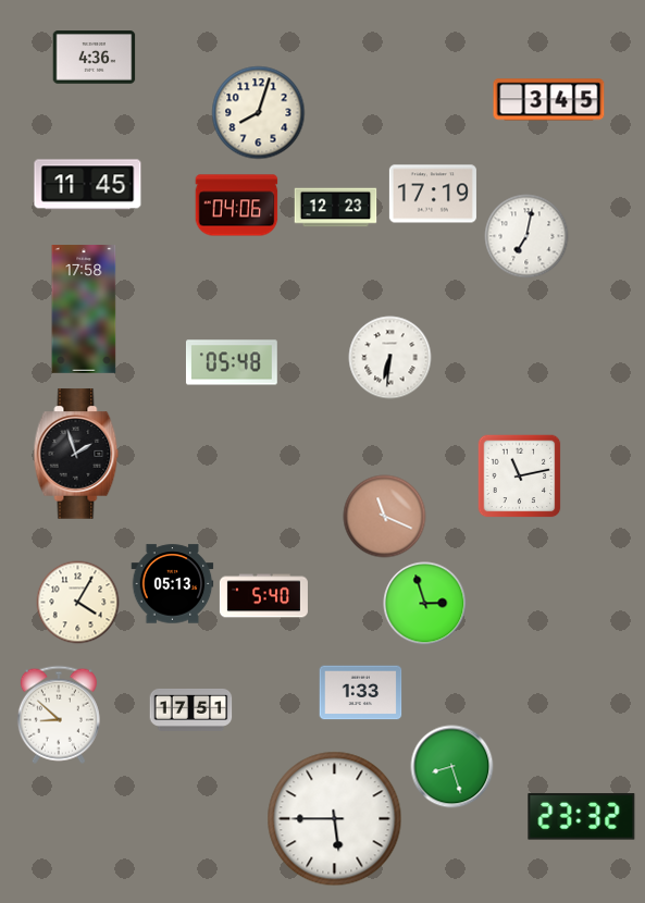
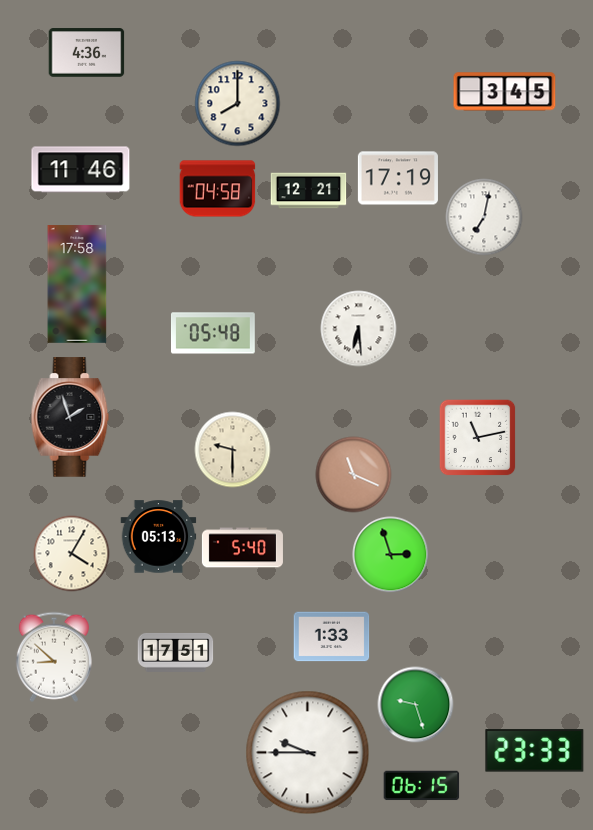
clock at (259, 113): 8:03 -> 8:00
clock at (88, 185): 11:45 -> 11:46
clock at (237, 206): 04:06 -> 04:58
clock at (336, 208): 12:23 -> 12:21
clock at (390, 358): 6:31 -> 6:29
clock at (233, 450): none -> 9:30
clock at (452, 767): 8:27 -> 9:27
clock at (582, 817): 23:32 -> 23:33
clock at (335, 819): 5:45 -> 9:45
clock at (422, 786): none -> 06:15
